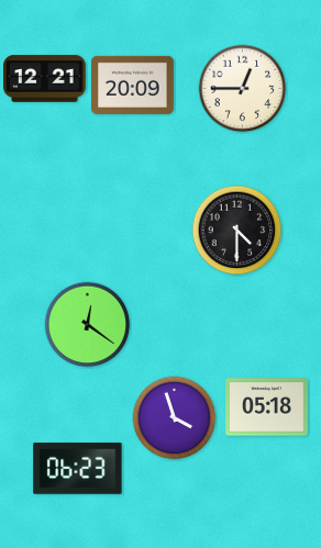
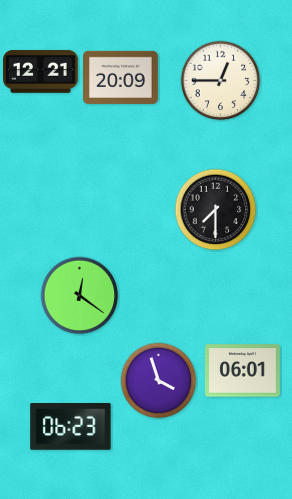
clock at (237, 231): 4:30 -> 7:30
clock at (267, 407): 05:18 -> 06:01
